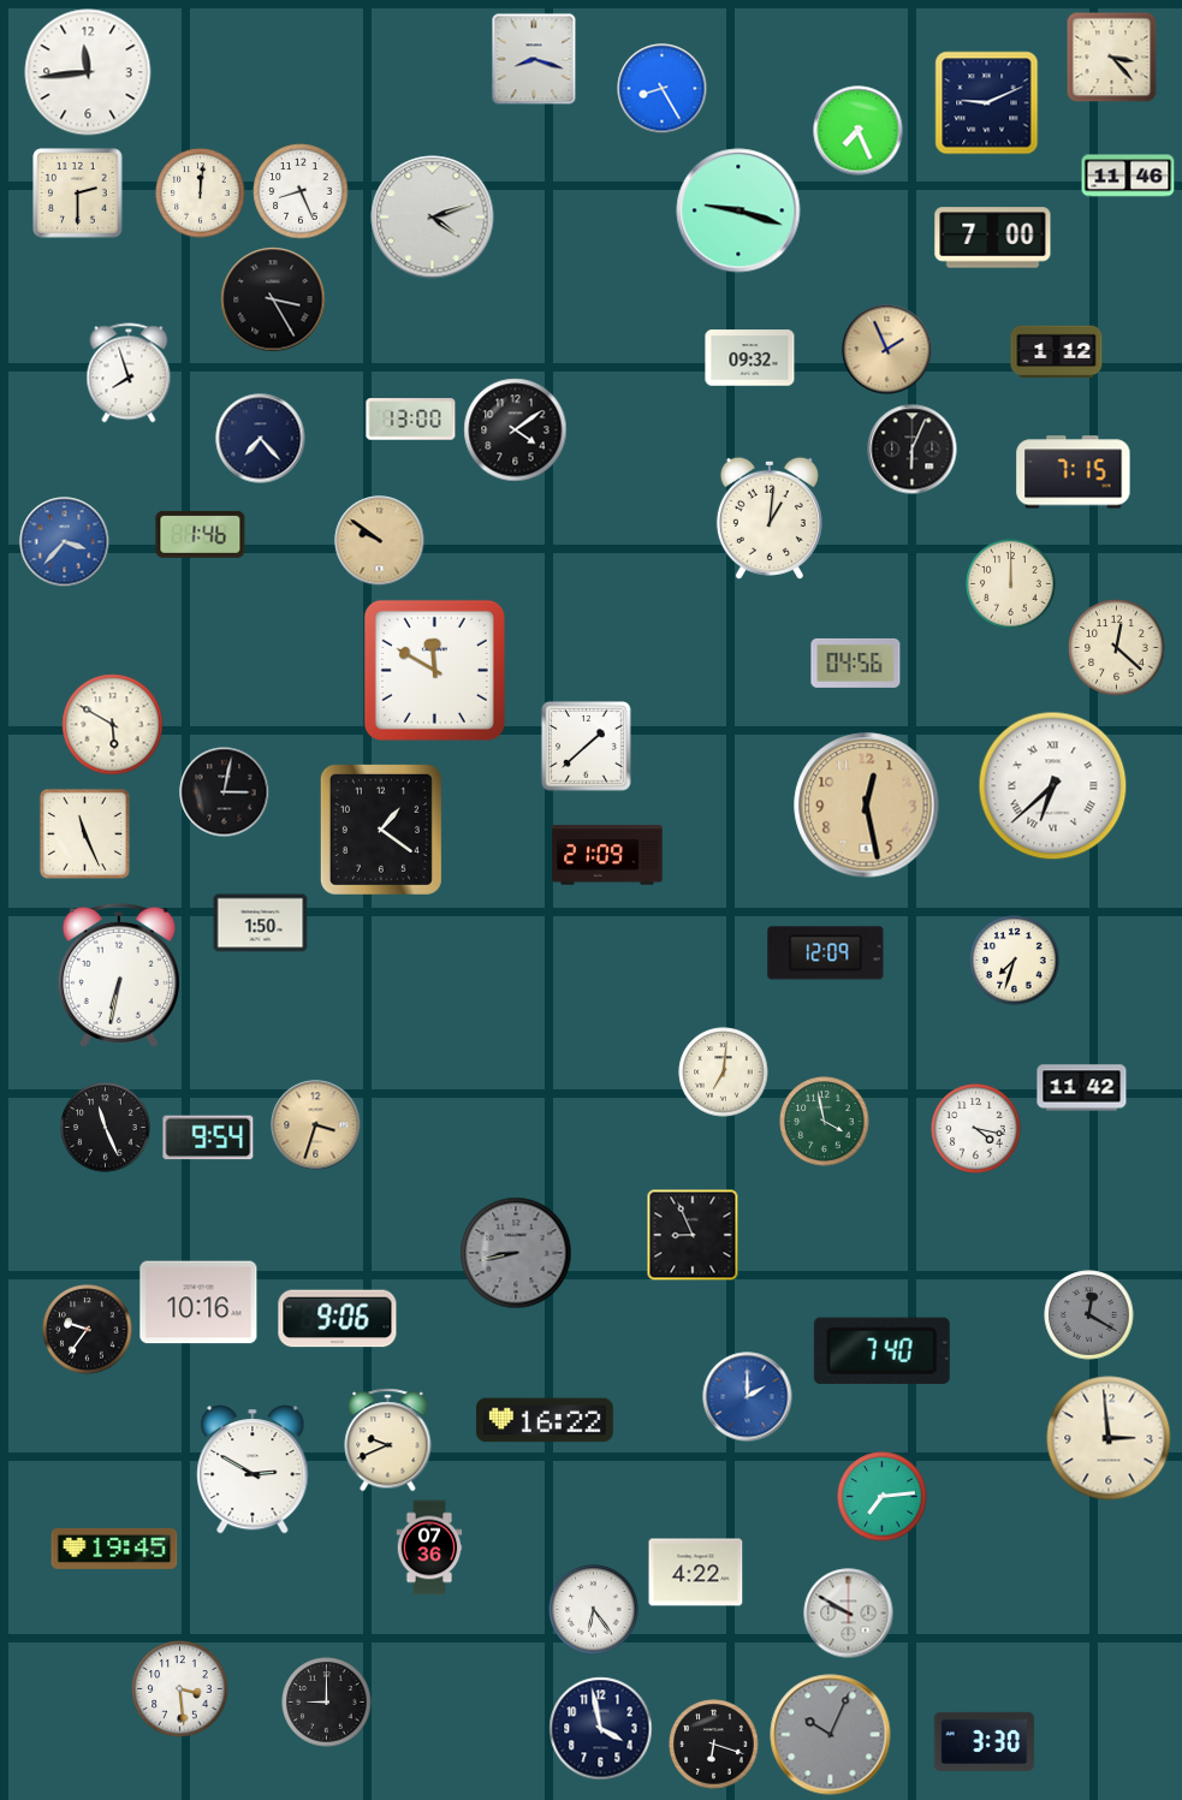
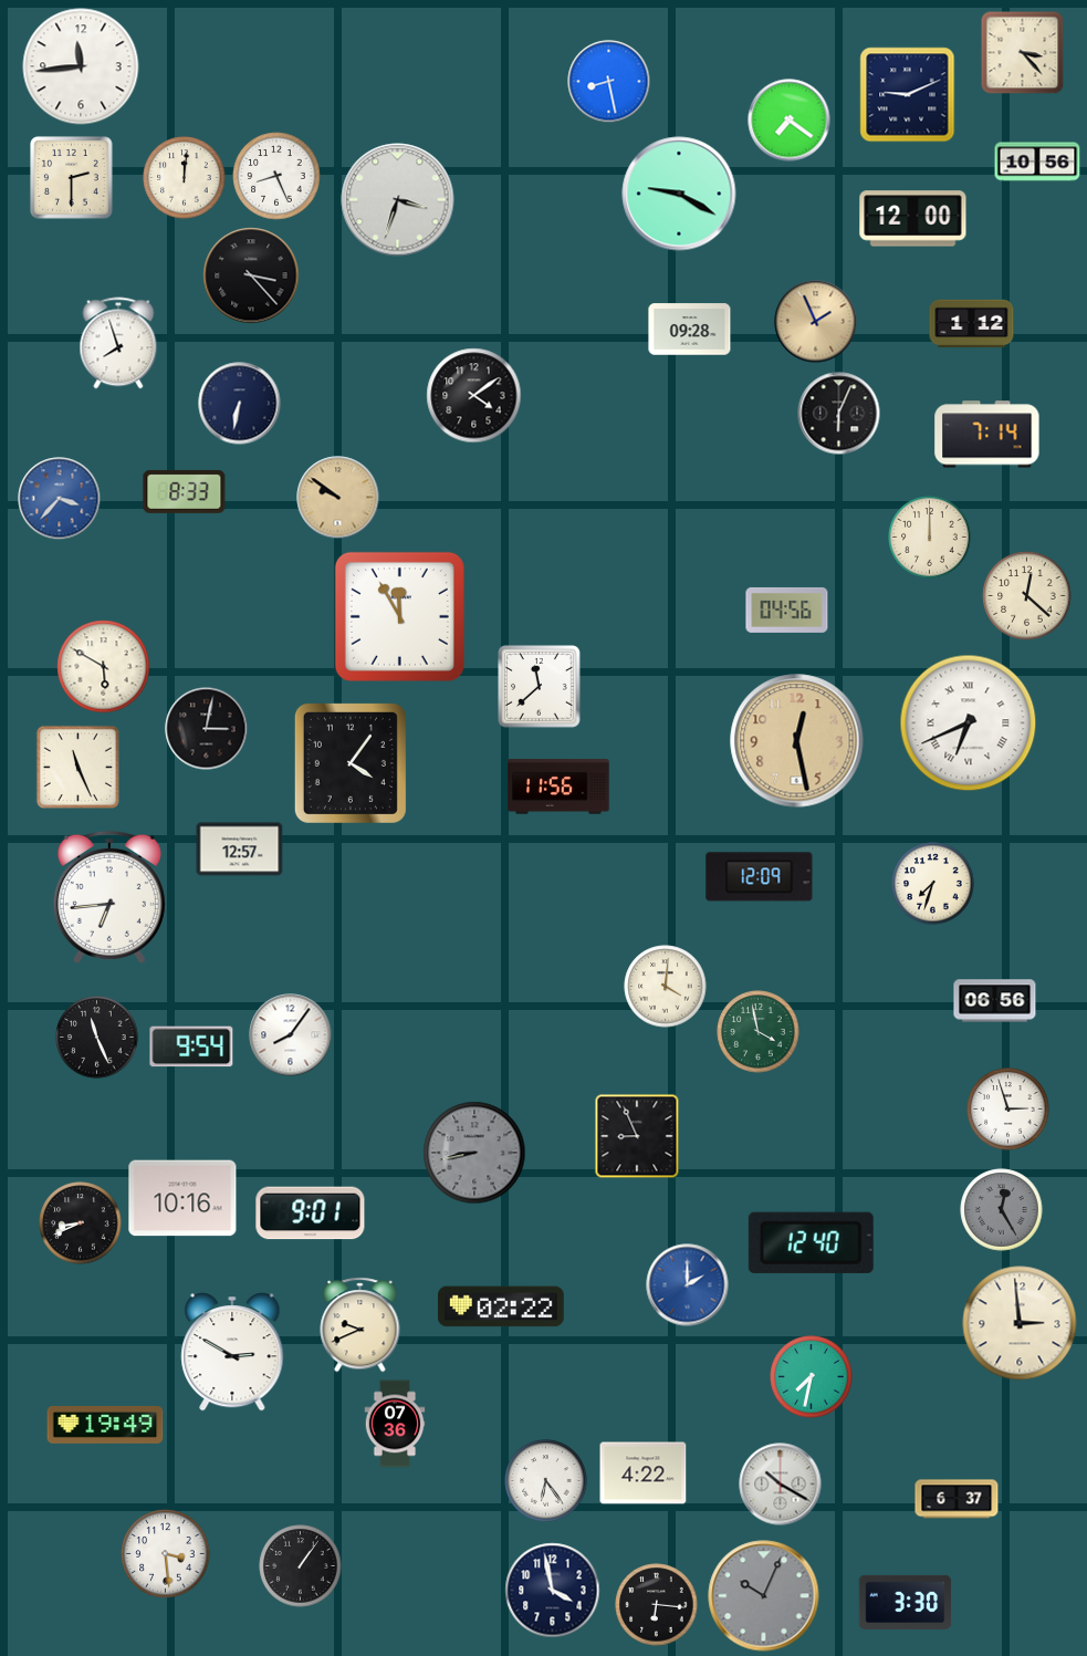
clock at (534, 59): 8:18 -> none
clock at (663, 89): 8:25 -> 8:28
clock at (859, 131): 7:26 -> 7:21
clock at (1128, 176): 11:46 -> 10:56
clock at (738, 210): 9:18 -> 9:20
clock at (433, 218): 4:12 -> 3:33
clock at (993, 238): 7:00 -> 12:00
clock at (273, 299): 3:25 -> 3:23
clock at (750, 358): 09:32 -> 09:28
clock at (411, 420): 13:00 -> none
clock at (261, 439): 7:23 -> 6:32
clock at (1074, 473): 7:15 -> 7:14
clock at (770, 518): 1:01 -> none
clock at (201, 534): 1:46 -> 8:33
clock at (380, 541) position: (380, 541) -> (338, 498)
clock at (434, 670): 11:50 -> 11:55
clock at (587, 747): 1:38 -> 11:38
clock at (1053, 786): 6:38 -> 6:41
clock at (381, 830): 1:21 -> 4:06
clock at (607, 855): 21:09 -> 11:56
clock at (261, 923): 1:50 -> 12:57
clock at (119, 975): 6:32 -> 6:44
clock at (724, 1073): 7:01 -> 4:01
clock at (1082, 1088): 11:42 -> 06:56
clock at (316, 1125): 3:33 -> 8:06
clock at (316, 1125) dial: champagne -> white
clock at (976, 1129): 4:17 -> none
clock at (1008, 1110): none -> 2:57
clock at (1089, 1315): 12:20 -> 12:25
clock at (338, 1319): 9:06 -> 9:01
clock at (88, 1330): 9:36 -> 8:41
clock at (881, 1350): 7:40 -> 12:40
clock at (545, 1420): 16:22 -> 02:22
clock at (388, 1440) position: (388, 1440) -> (360, 1325)
clock at (883, 1497): 7:14 -> 7:32
clock at (114, 1549): 19:45 -> 19:49
clock at (696, 1573) position: (696, 1573) -> (644, 1473)
clock at (849, 1614): 9:50 -> 10:20
clock at (957, 1499): none -> 6:37
clock at (327, 1703): 9:00 -> 1:06
clock at (714, 1745): 6:18 -> 6:16
